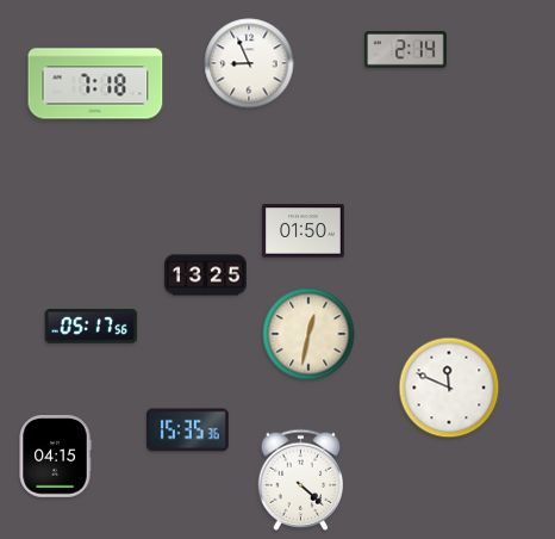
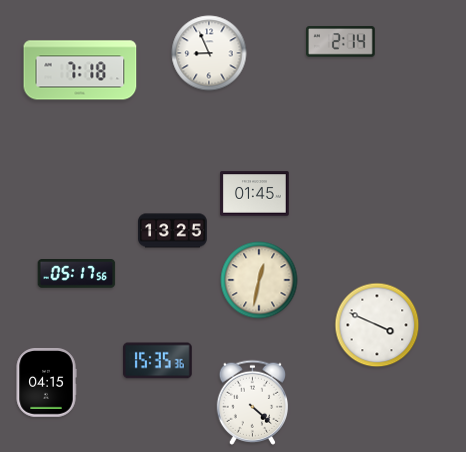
clock at (304, 231): 01:50 -> 01:45
clock at (449, 388): 11:49 -> 3:49
